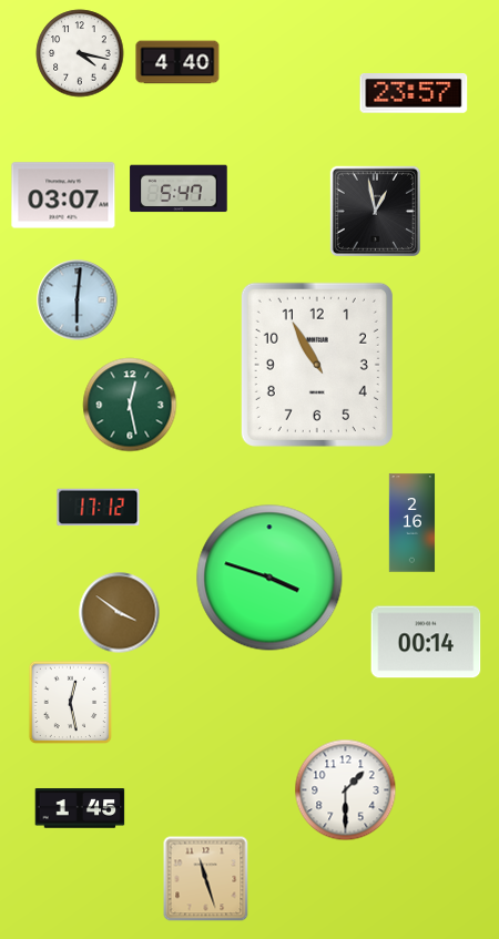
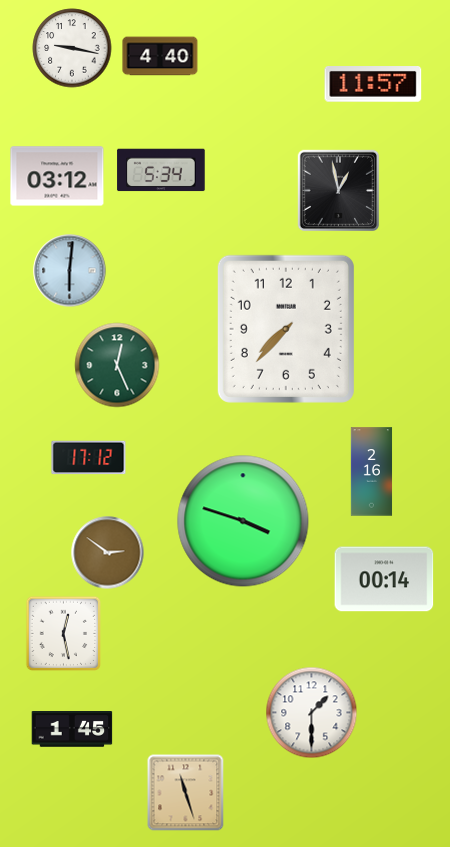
clock at (80, 53): 4:17 -> 9:17
clock at (414, 94): 23:57 -> 11:57
clock at (179, 188): 5:47 -> 5:34
clock at (63, 195): 03:07 -> 03:12
clock at (317, 365): 10:55 -> 7:37
clock at (130, 405): 12:28 -> 12:26
clock at (120, 613): 3:51 -> 2:51
